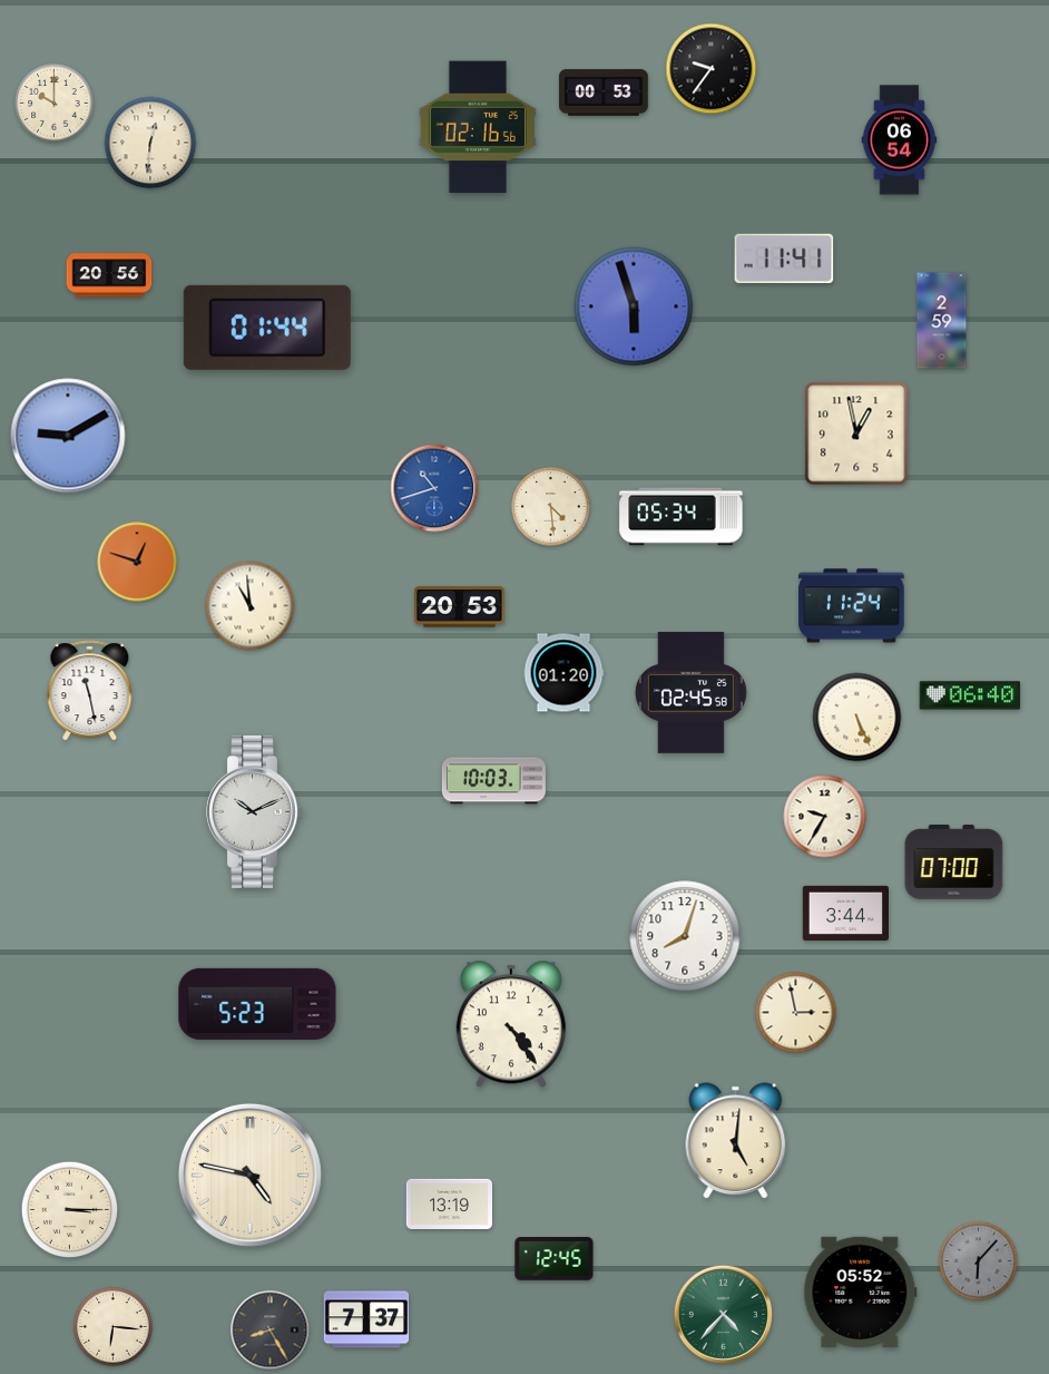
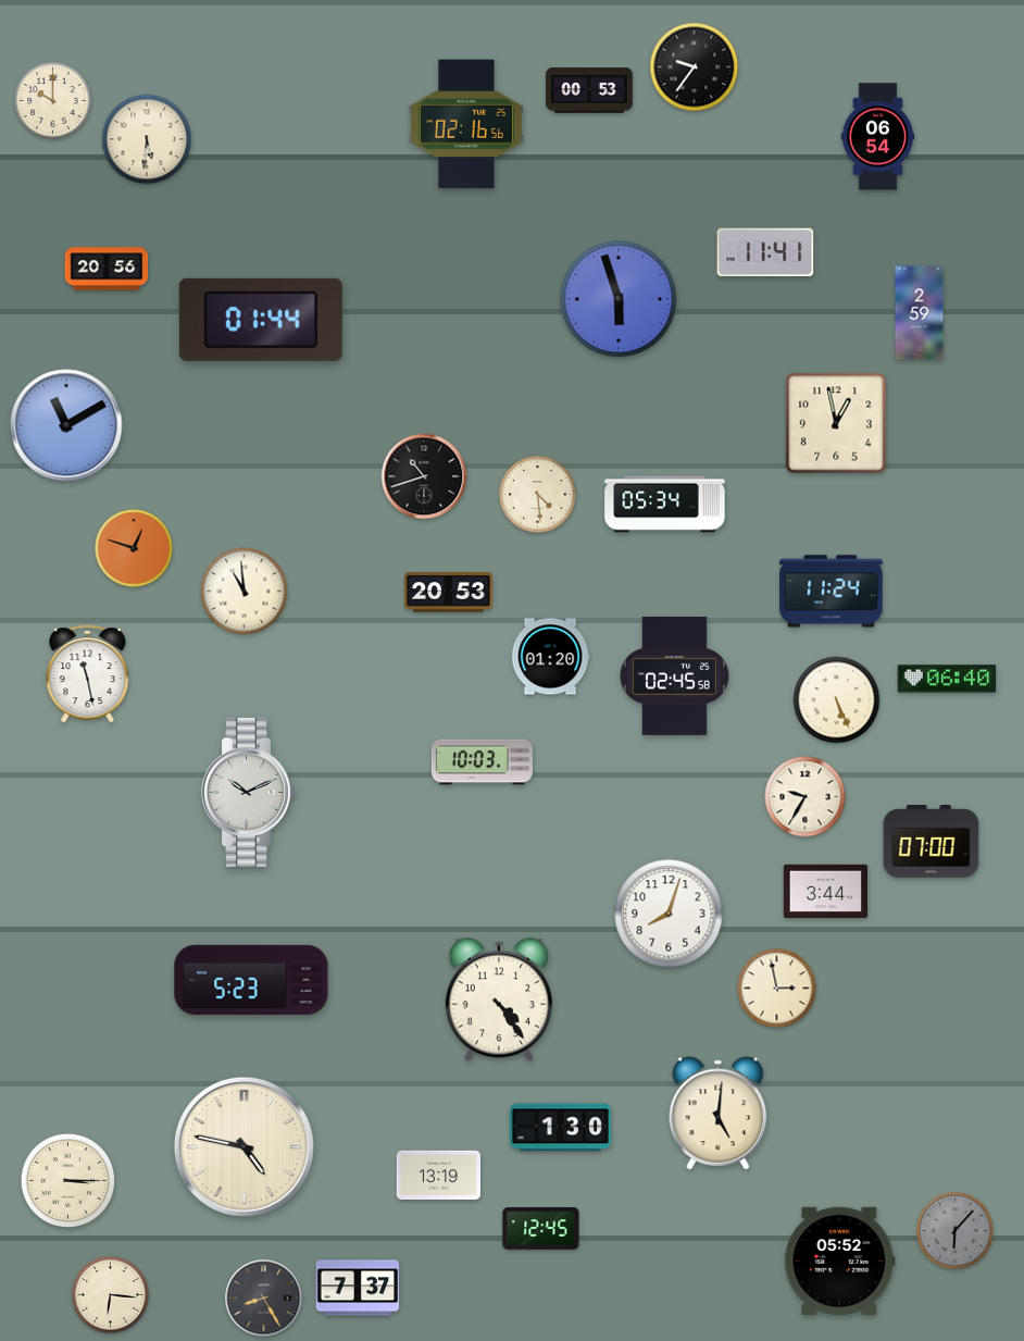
clock at (150, 143): 12:31 -> 5:31
clock at (68, 436): 9:10 -> 11:10
clock at (434, 488) dial: blue -> black
clock at (560, 1128): none -> 1:30
clock at (723, 1314): 4:37 -> none
